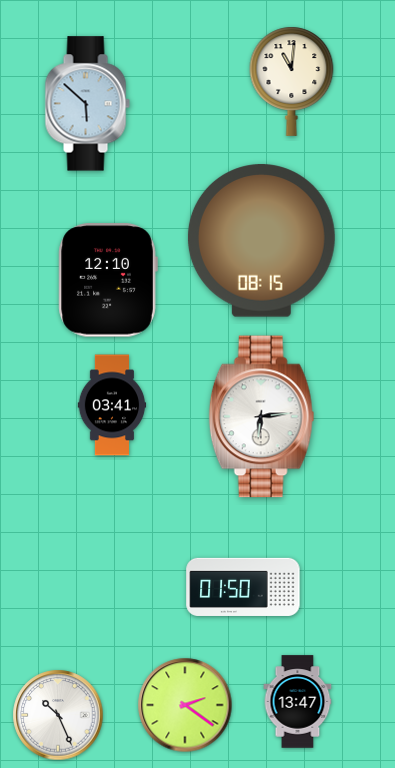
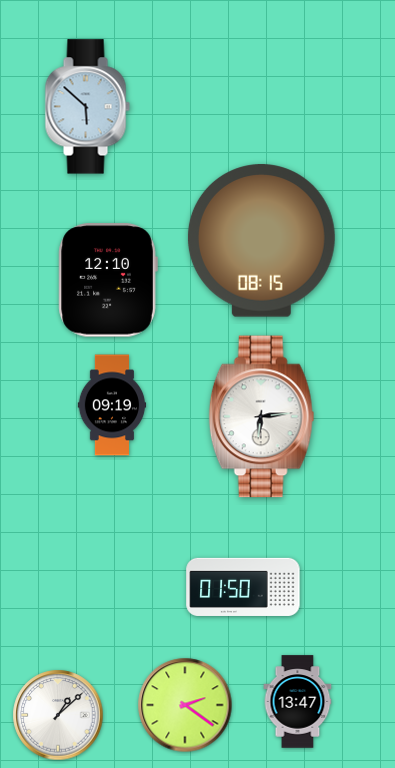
clock at (292, 81): 11:01 -> none
clock at (87, 104) position: (87, 104) -> (87, 107)
clock at (112, 405): 03:41 -> 09:19
clock at (58, 715): 10:26 -> 1:08
